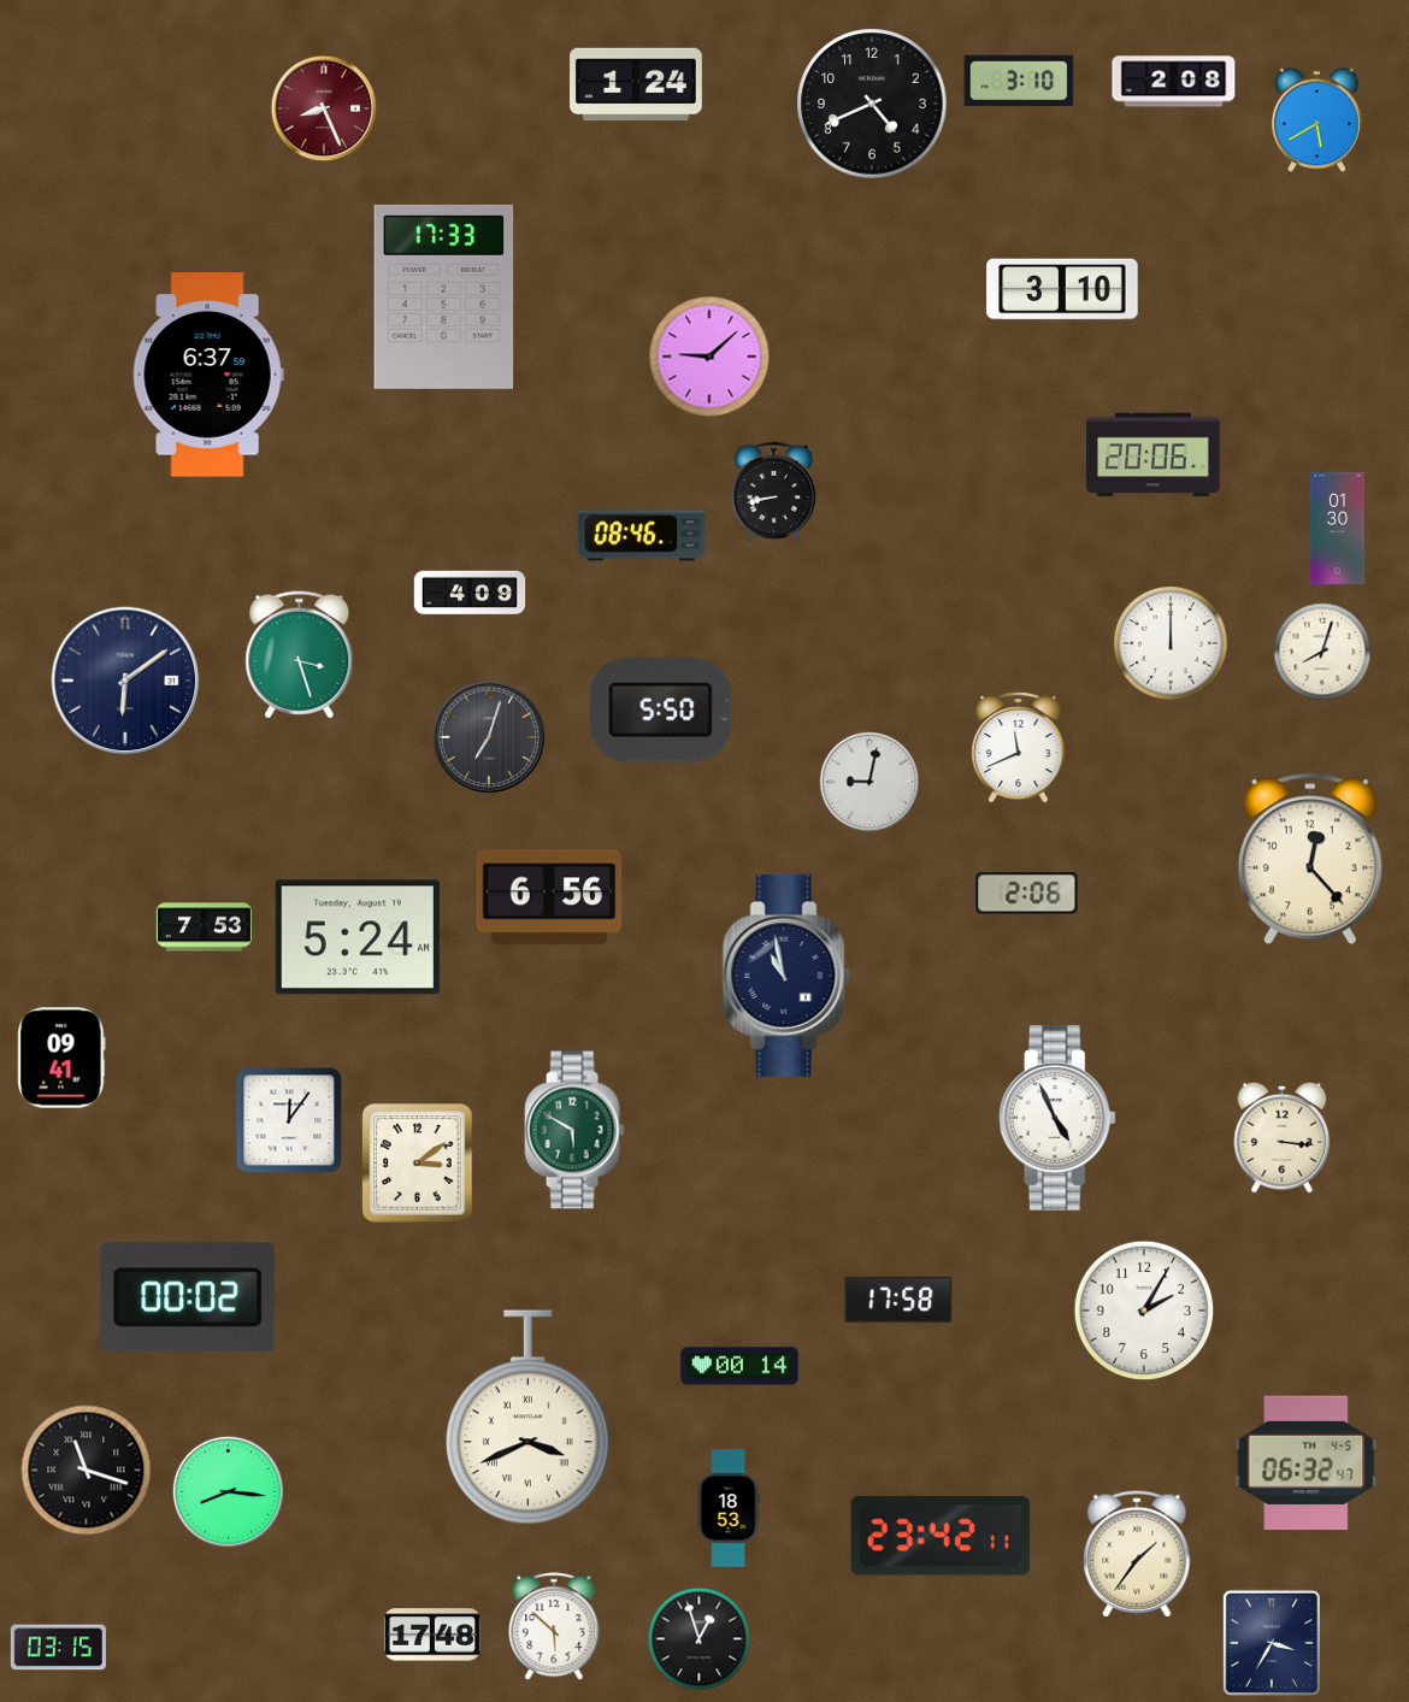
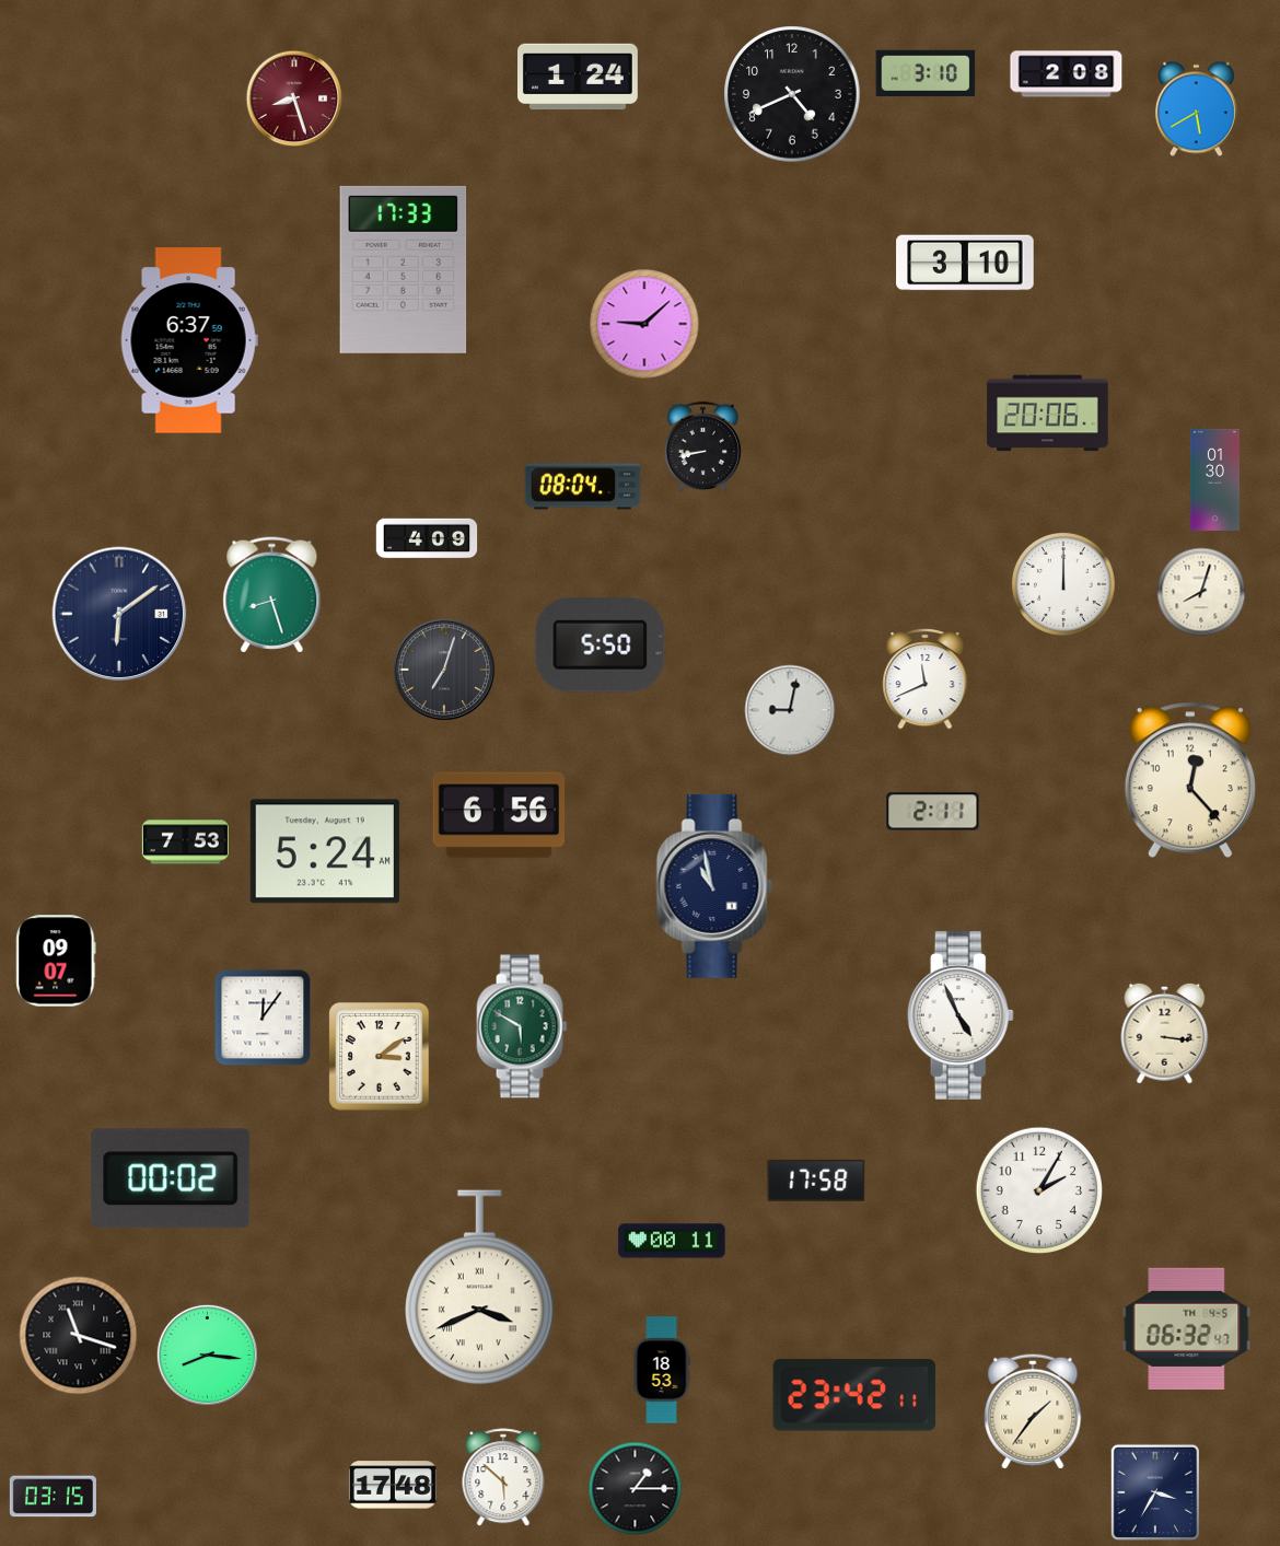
clock at (324, 108): 8:26 -> 8:27
clock at (642, 536): 08:46 -> 08:04
clock at (300, 655): 3:27 -> 8:27
clock at (125, 681) position: (125, 681) -> (119, 614)
clock at (1027, 894): 2:06 -> 2:11
clock at (61, 1058): 09:41 -> 09:07
clock at (739, 1366): 00:14 -> 00:11
clock at (700, 1639): 12:57 -> 1:15
